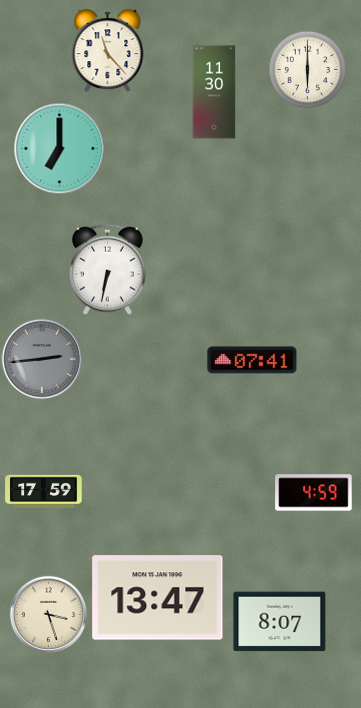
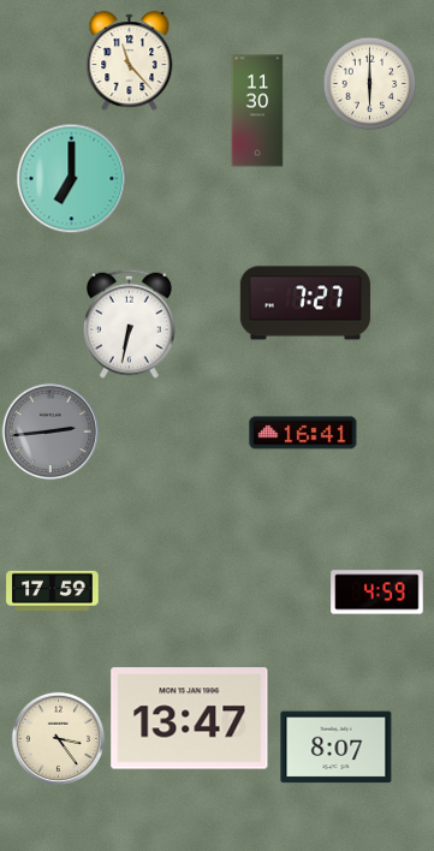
clock at (305, 303): none -> 7:27
clock at (252, 360): 07:41 -> 16:41
clock at (48, 614): 3:27 -> 3:24
